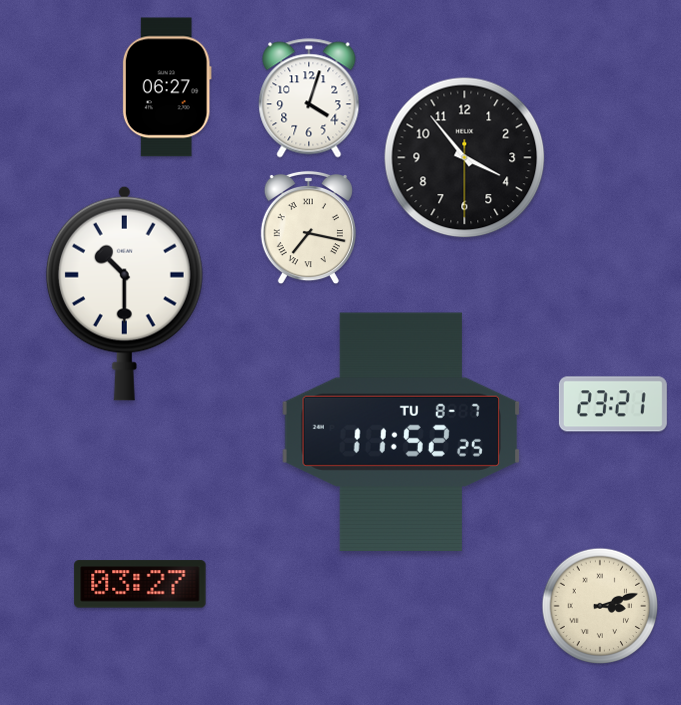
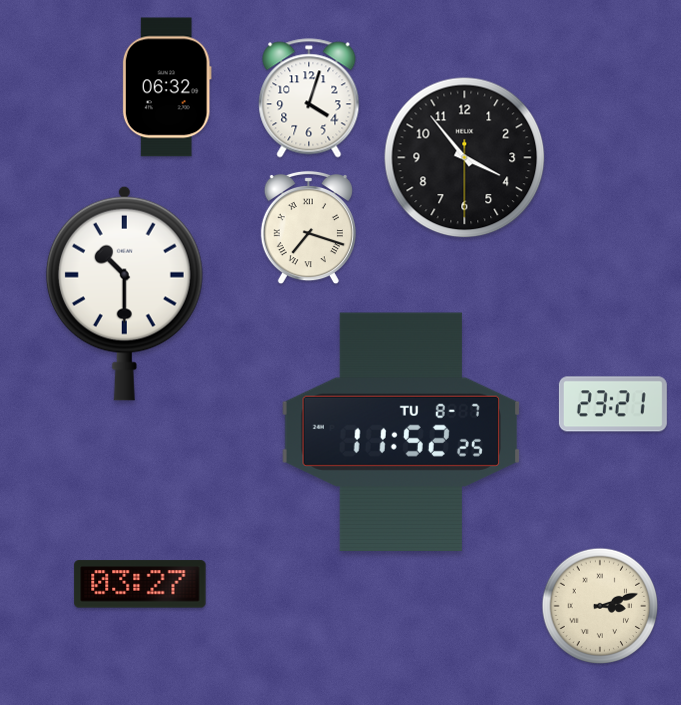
clock at (167, 87): 06:27 -> 06:32
clock at (308, 228): 7:17 -> 7:18
